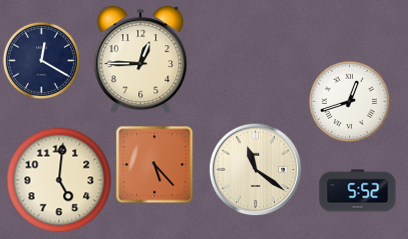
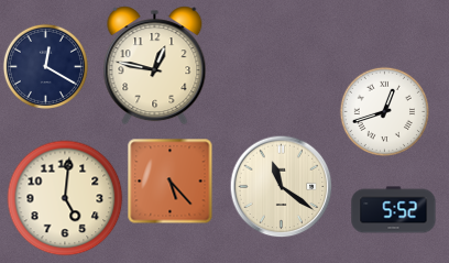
clock at (141, 60): 12:45 -> 12:47
